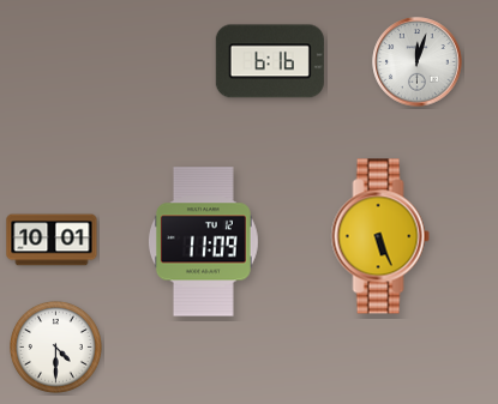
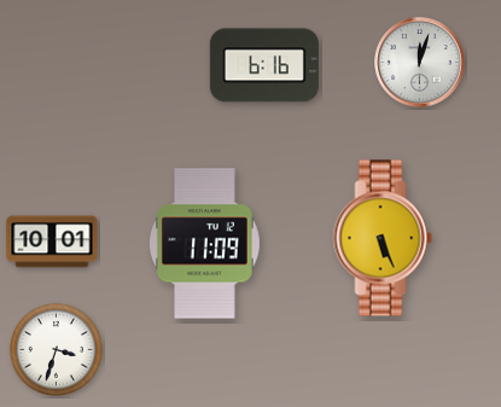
clock at (270, 61) position: (270, 61) -> (264, 65)
clock at (55, 346): 4:30 -> 3:33
